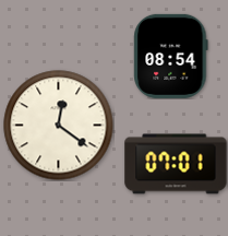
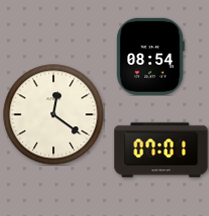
clock at (171, 56) position: (171, 56) -> (151, 56)
